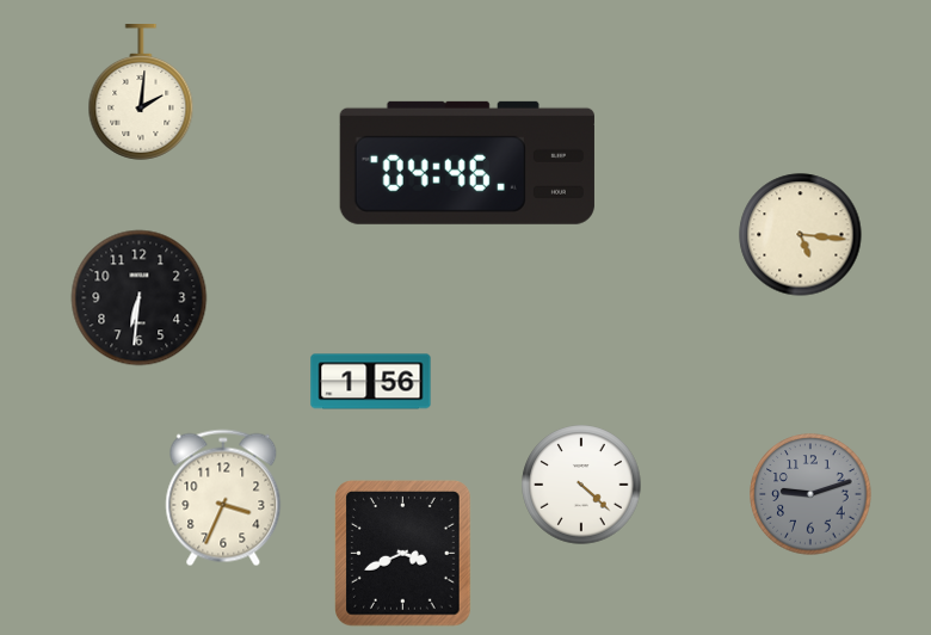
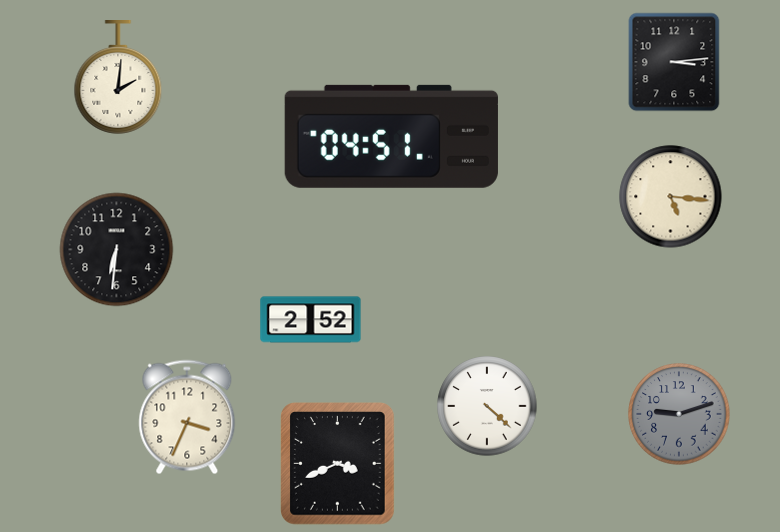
clock at (674, 62): none -> 3:14
clock at (467, 162): 04:46 -> 04:51
clock at (371, 382): 1:56 -> 2:52
